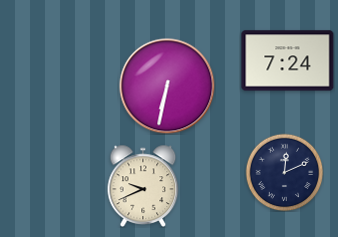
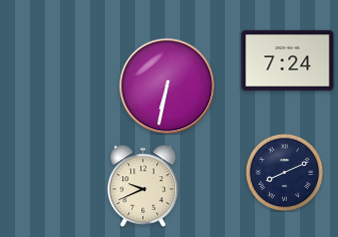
clock at (284, 172): 12:11 -> 8:11
